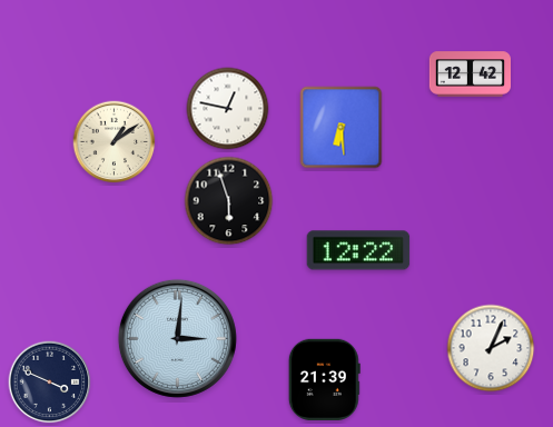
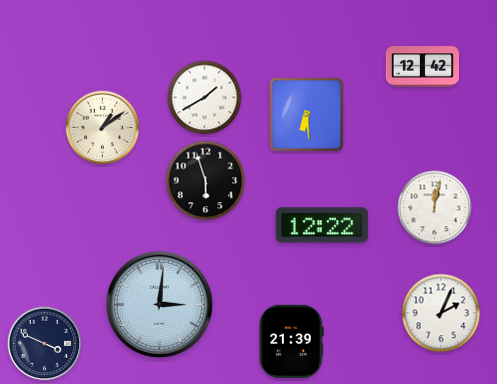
clock at (228, 109): 12:47 -> 1:40
clock at (435, 208): none -> 12:02
